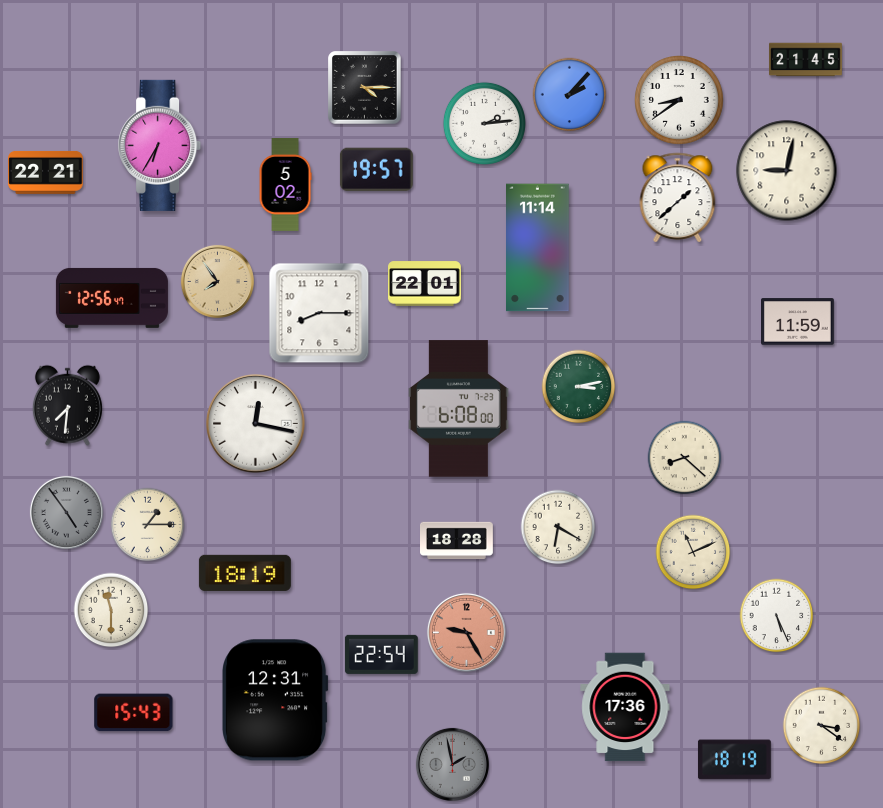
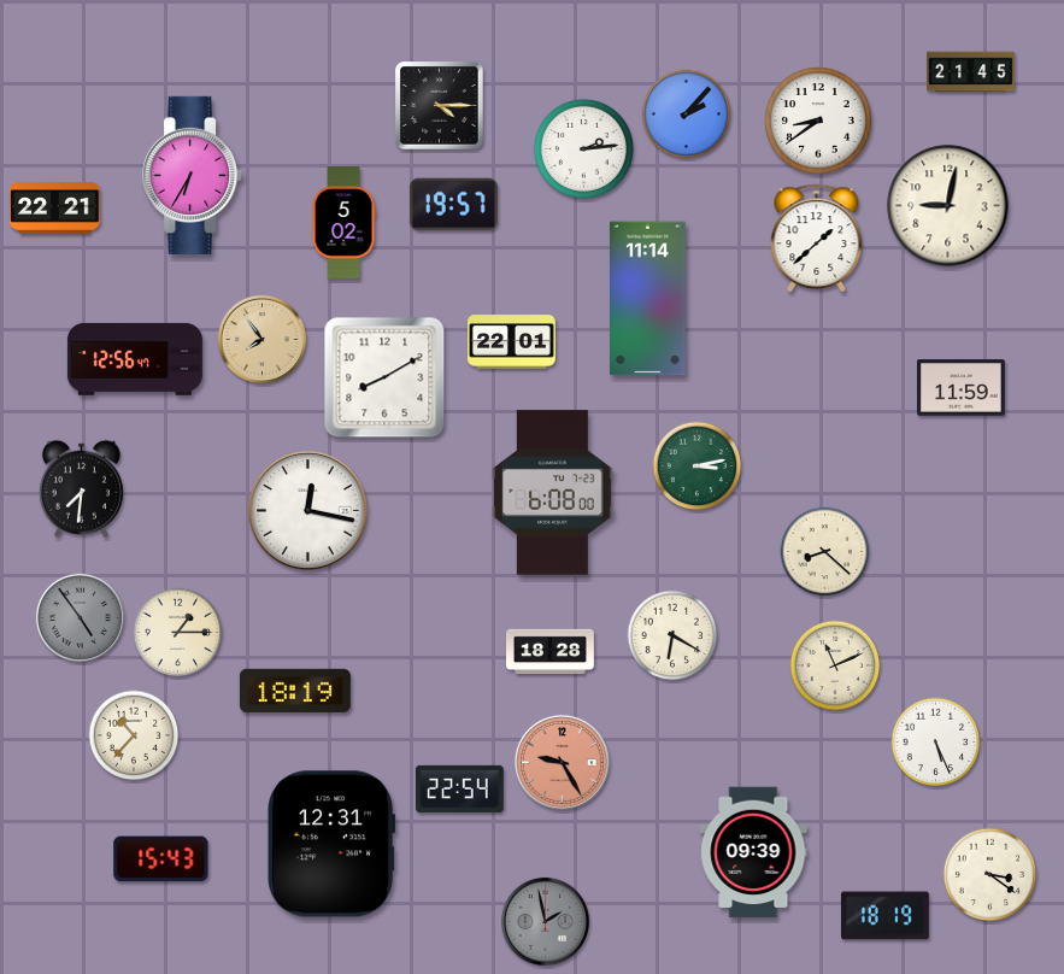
clock at (319, 313): 8:15 -> 8:10
clock at (111, 610): 11:30 -> 10:37
clock at (625, 707): 17:36 -> 09:39
